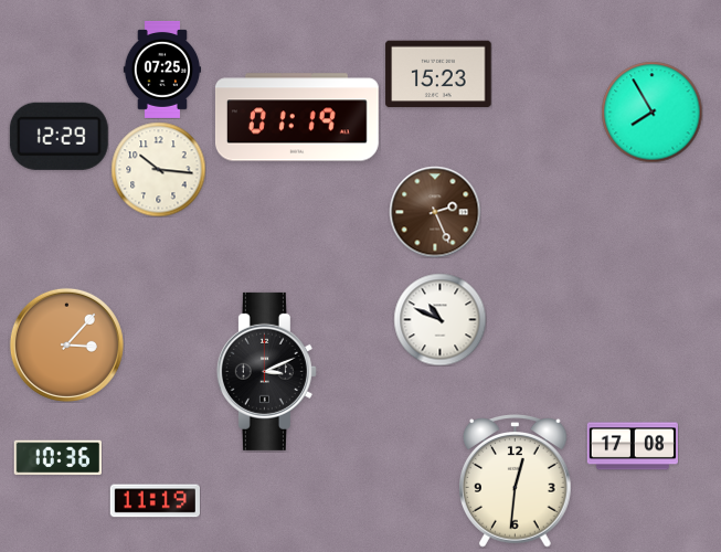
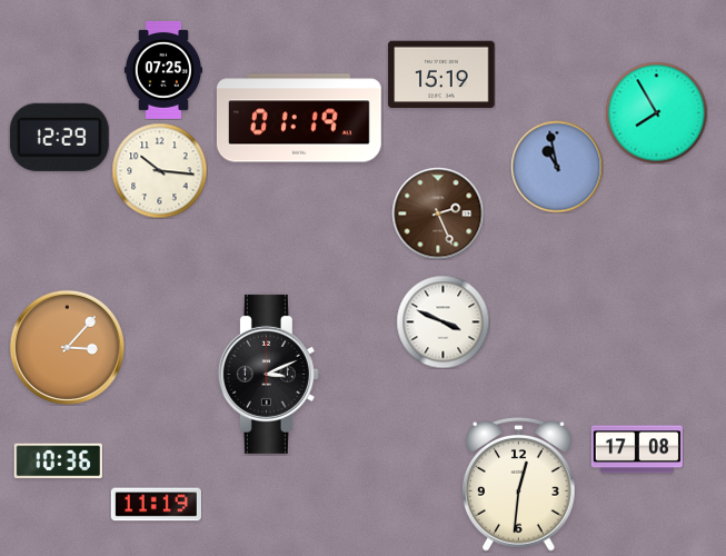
clock at (438, 74): 15:23 -> 15:19
clock at (557, 167): none -> 10:58
clock at (439, 319): 10:49 -> 3:49
